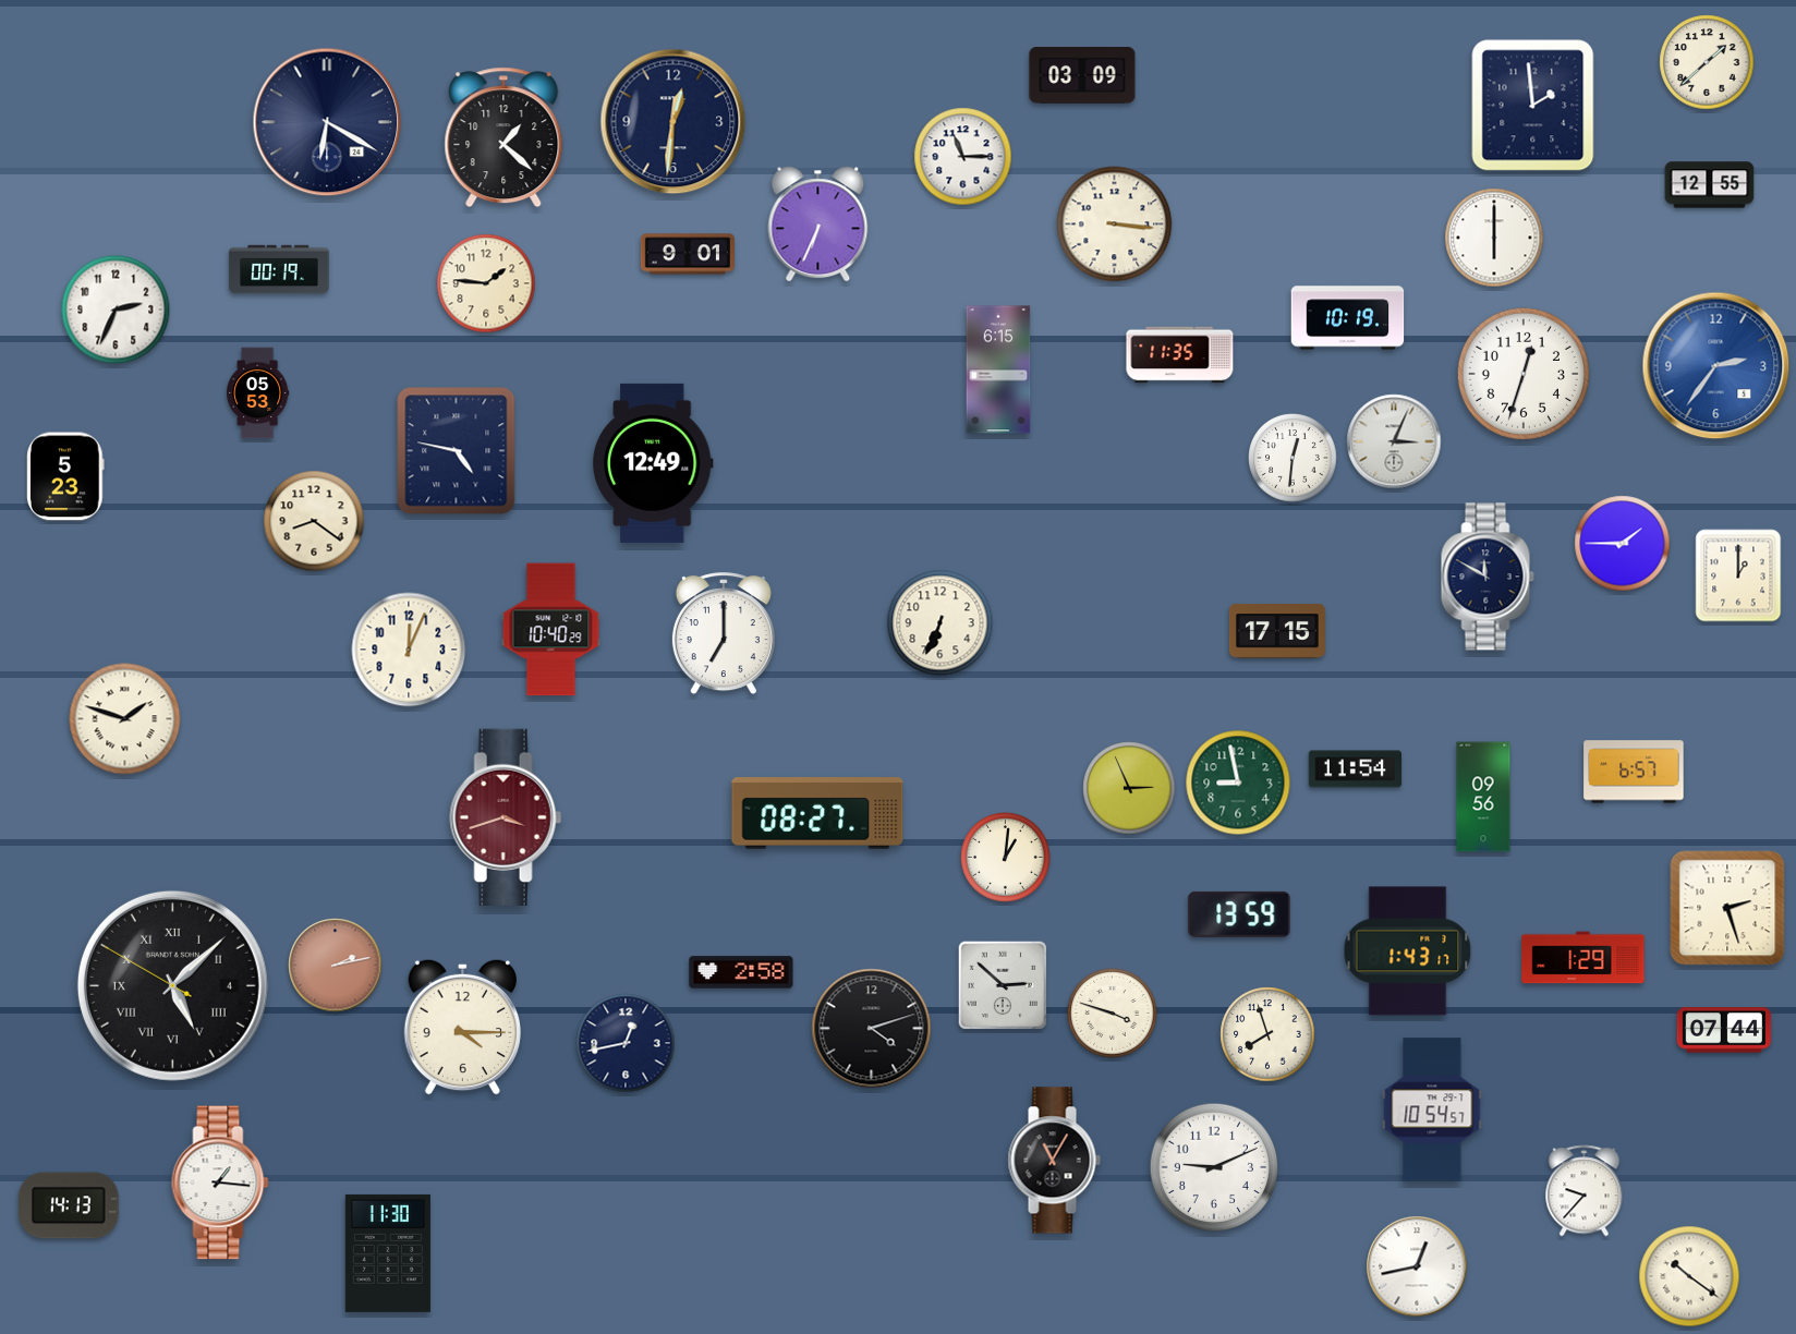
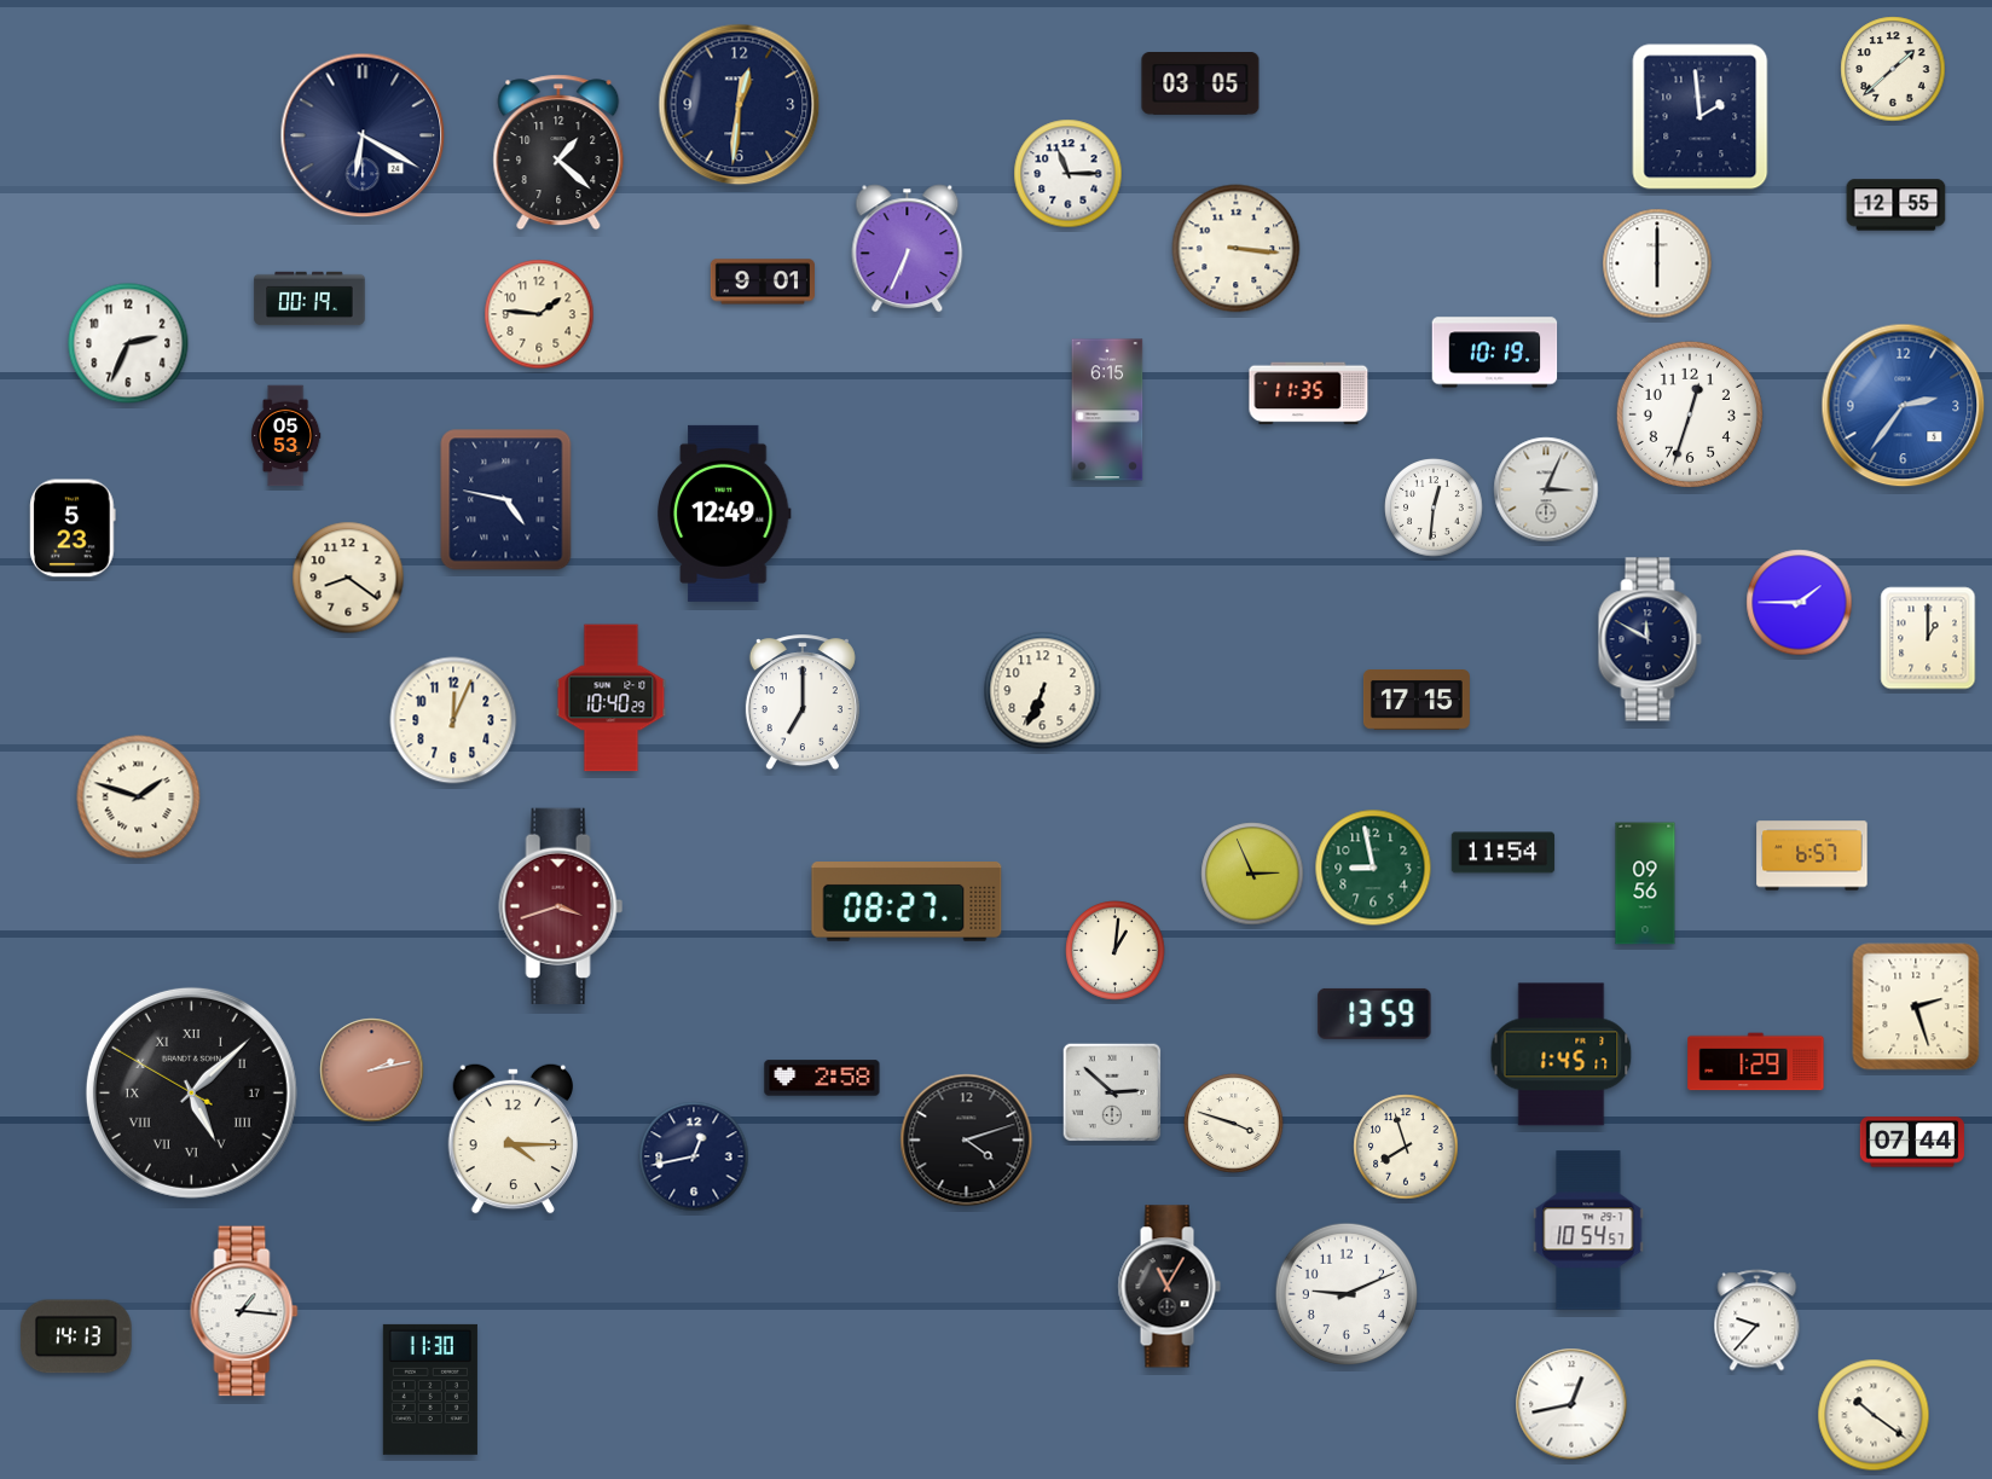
clock at (1082, 76): 03:09 -> 03:05
clock at (673, 122) position: (673, 122) -> (740, 105)
clock at (1408, 951): 1:43 -> 1:45
clock at (172, 985) date: 4 -> 17
